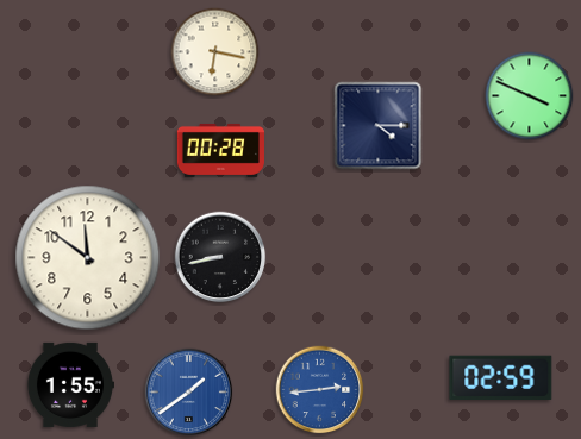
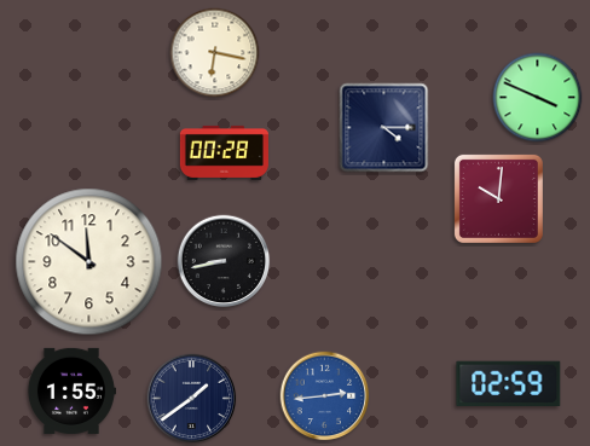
clock at (215, 52) position: (215, 52) -> (215, 53)
clock at (498, 198): none -> 10:01
clock at (189, 393) dial: blue -> navy
